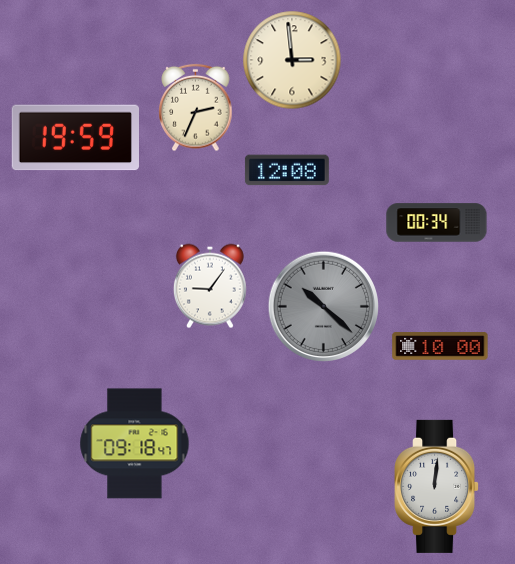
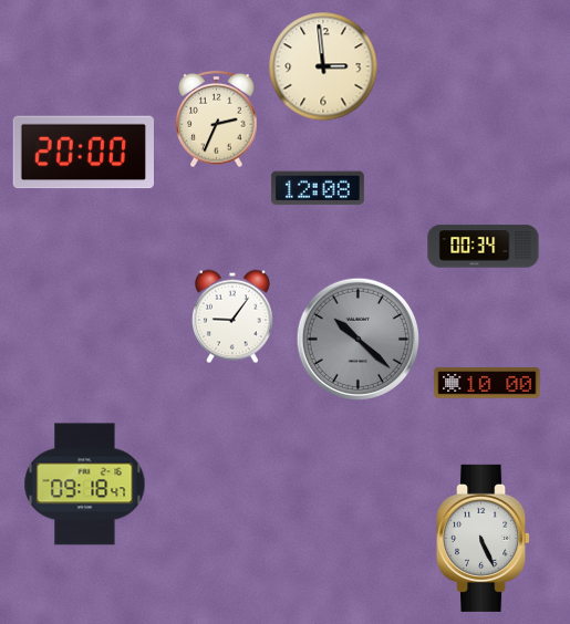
clock at (75, 138): 19:59 -> 20:00
clock at (135, 444) position: (135, 444) -> (85, 485)
clock at (437, 486): 12:01 -> 5:26
